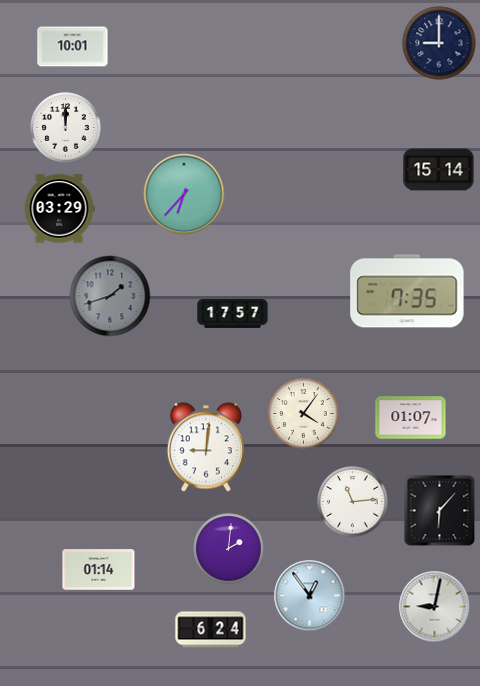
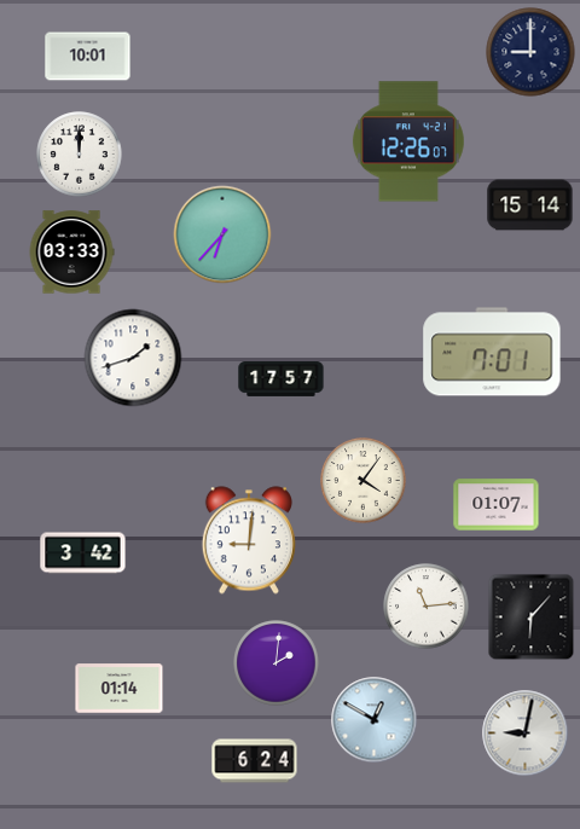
clock at (408, 141): none -> 12:26
clock at (59, 209): 03:29 -> 03:33
clock at (407, 291): 7:35 -> 7:01
clock at (110, 296) dial: grey -> white
clock at (304, 414) position: (304, 414) -> (364, 481)
clock at (83, 553): none -> 3:42
clock at (310, 596): 12:54 -> 12:50
